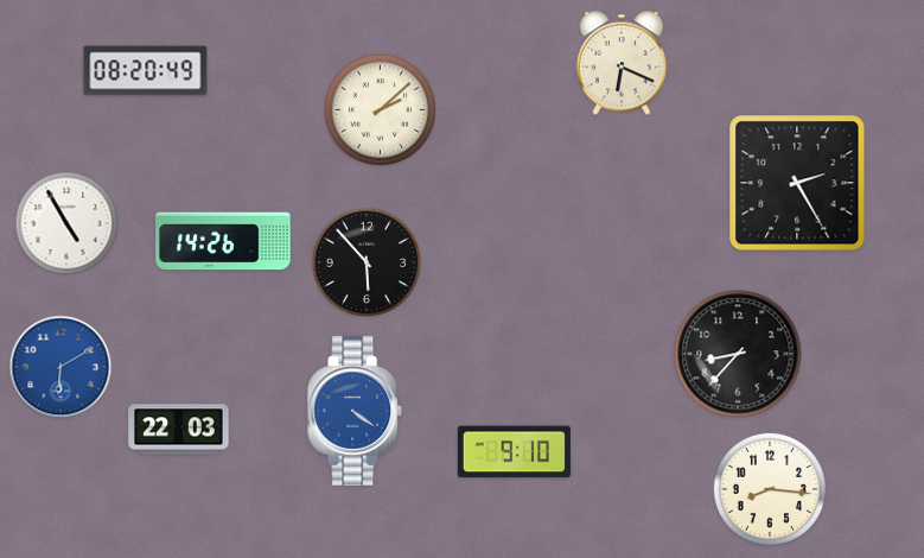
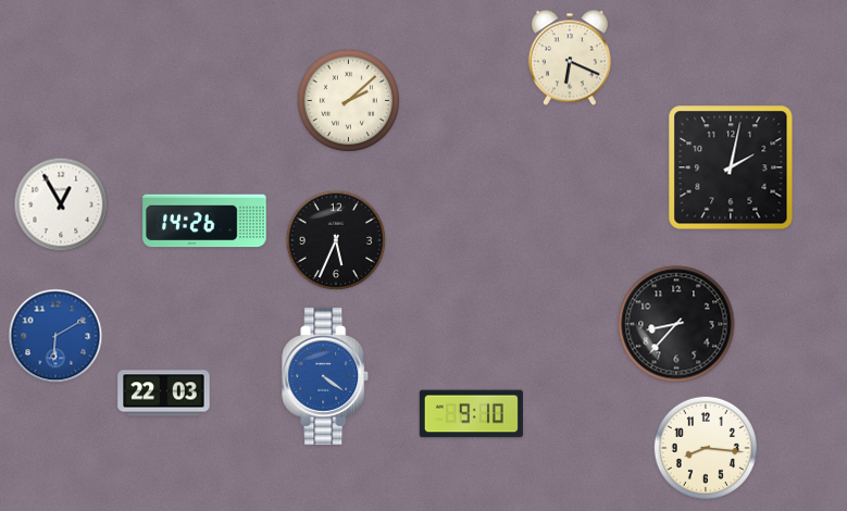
clock at (146, 71): 08:20 -> none
clock at (797, 183): 2:25 -> 2:02
clock at (66, 223): 4:55 -> 12:55
clock at (367, 262): 5:53 -> 5:34
